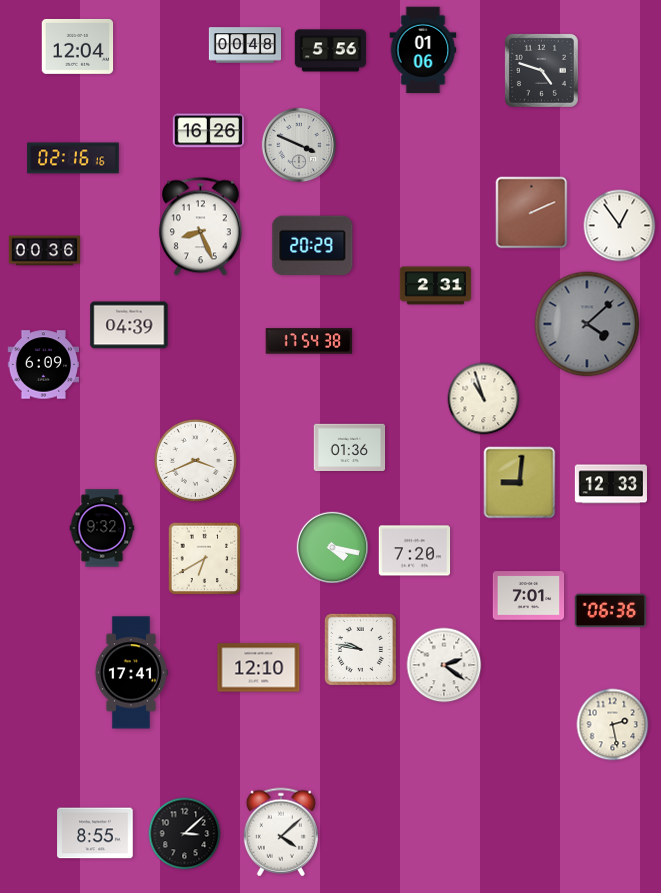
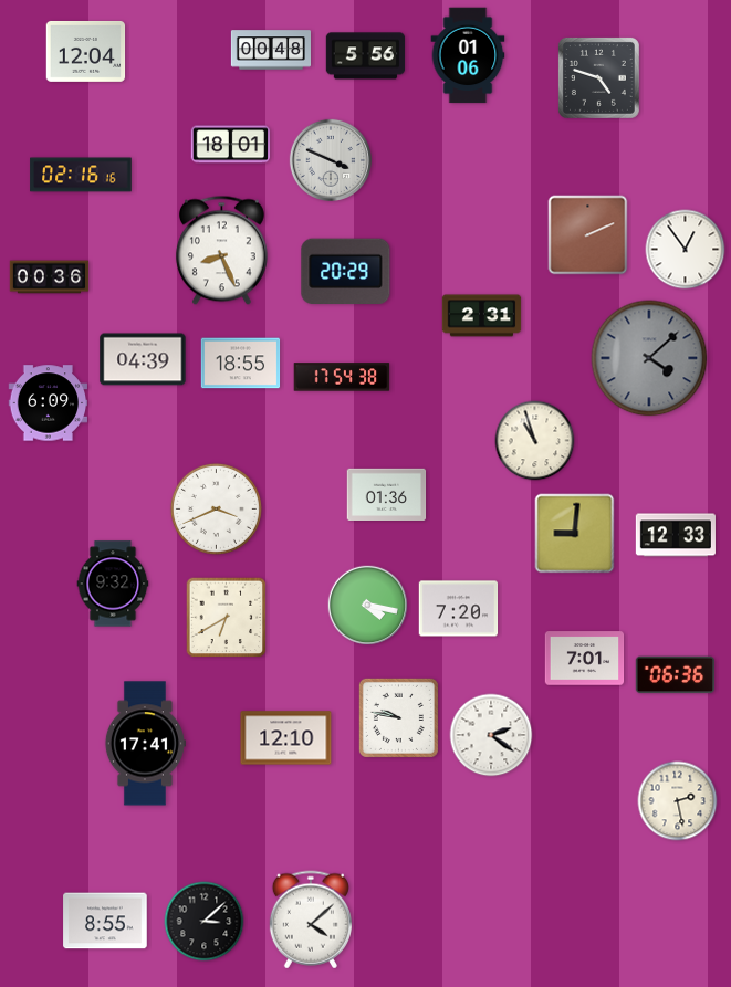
clock at (209, 131): 16:26 -> 18:01
clock at (241, 364): none -> 18:55
